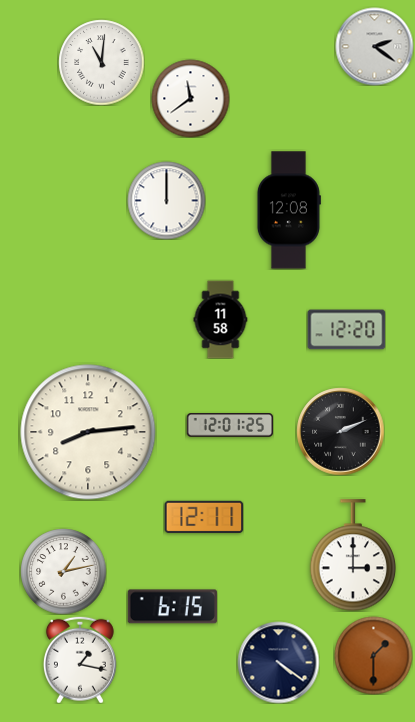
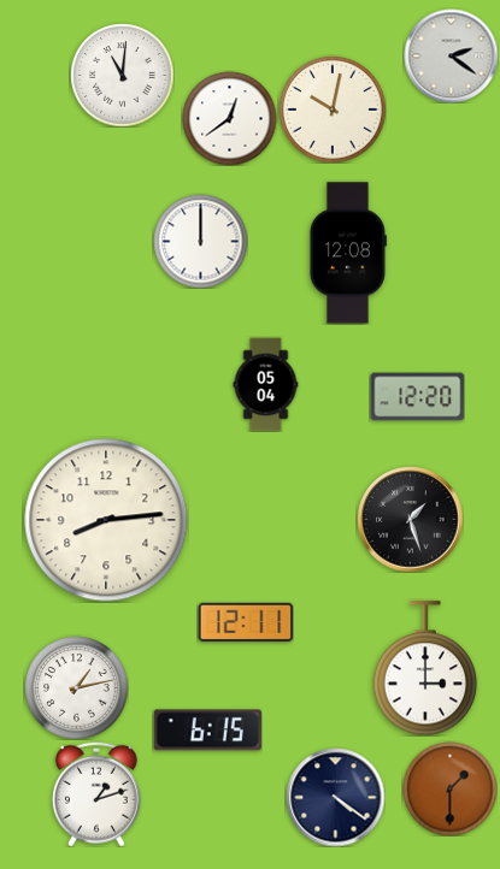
clock at (333, 110): none -> 10:02
clock at (190, 98): 11:39 -> 12:39
clock at (221, 319): 11:58 -> 05:04
clock at (230, 425): 12:01 -> none
clock at (340, 431): 2:11 -> 1:27
clock at (80, 660): 1:17 -> 1:12
